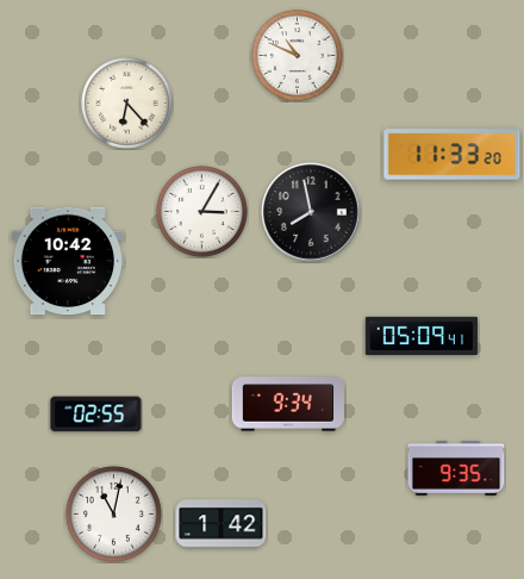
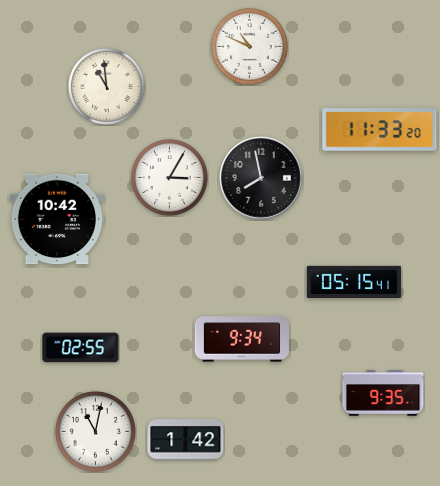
clock at (127, 104): 6:23 -> 10:59
clock at (422, 336): 05:09 -> 05:15
